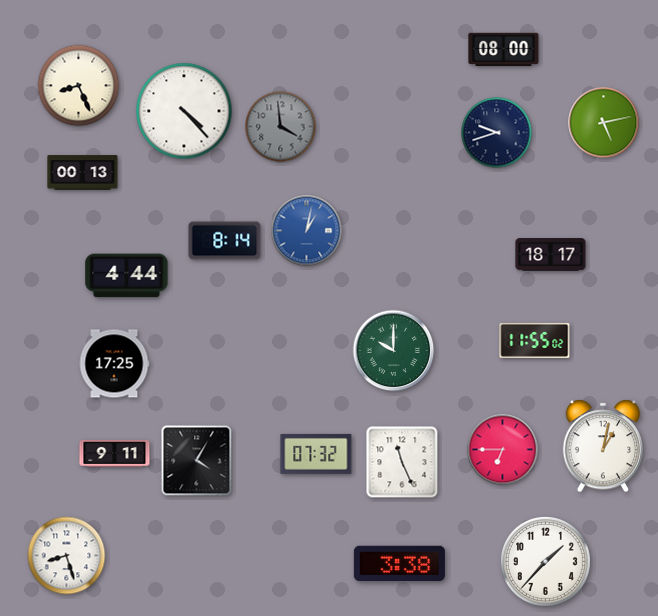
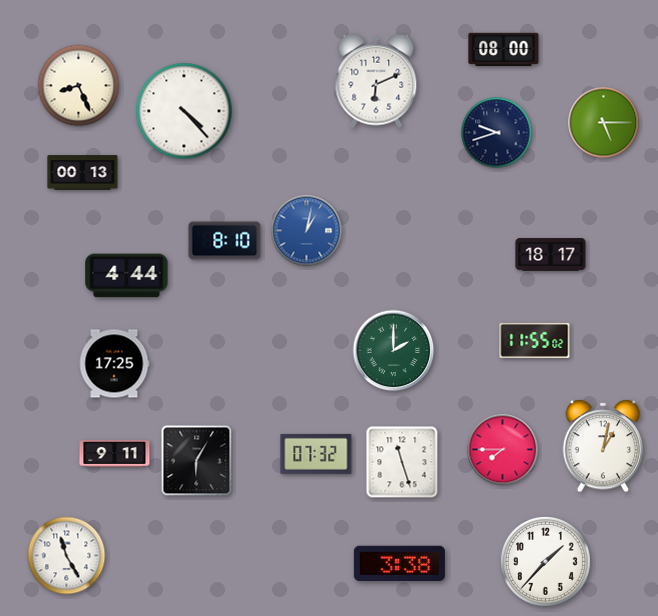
clock at (376, 81): none -> 6:11
clock at (604, 123): 5:13 -> 5:15
clock at (281, 127): 3:59 -> none
clock at (225, 241): 8:14 -> 8:10
clock at (394, 351): 10:00 -> 2:00
clock at (503, 450): 6:45 -> 7:45
clock at (197, 461): 4:05 -> 6:05
clock at (402, 462): 11:26 -> 11:27
clock at (67, 556): 8:27 -> 11:25
